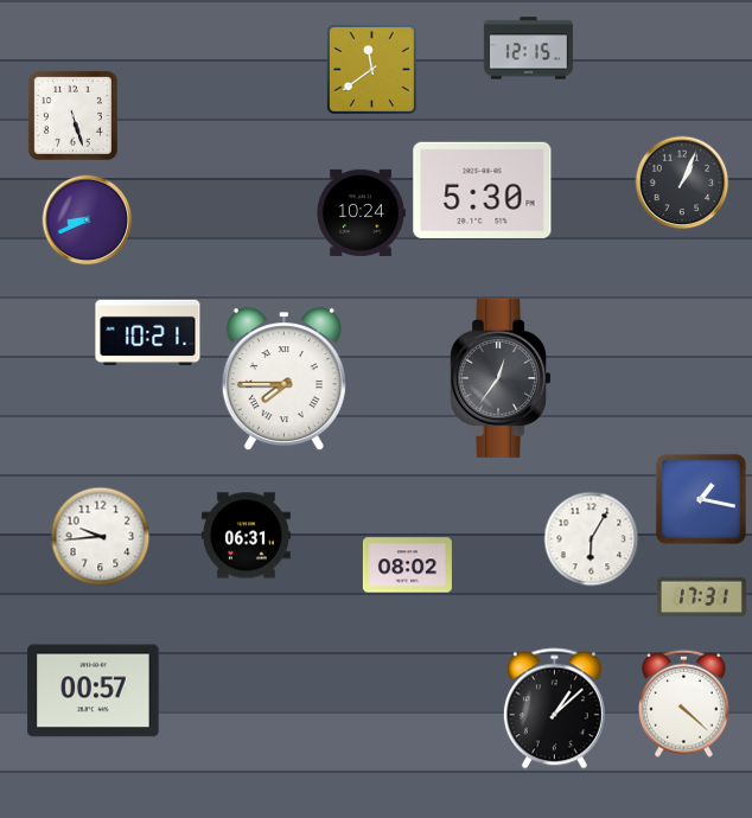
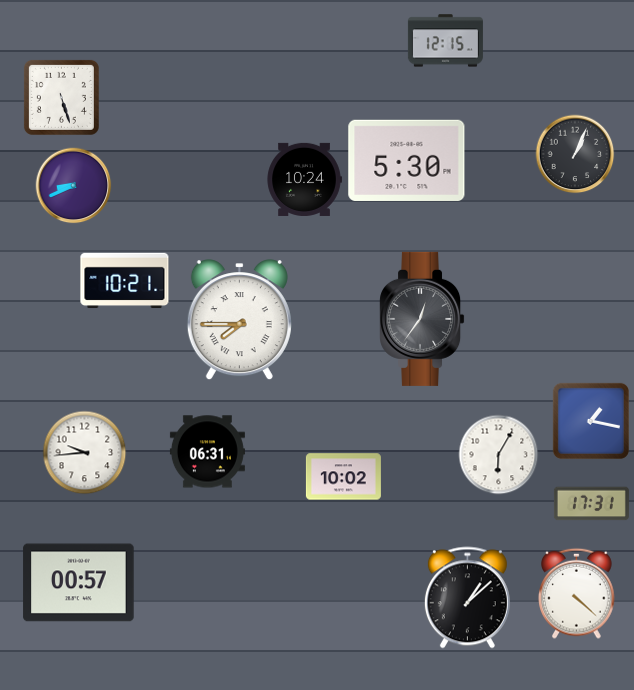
clock at (371, 69): 11:39 -> none
clock at (407, 565): 08:02 -> 10:02
